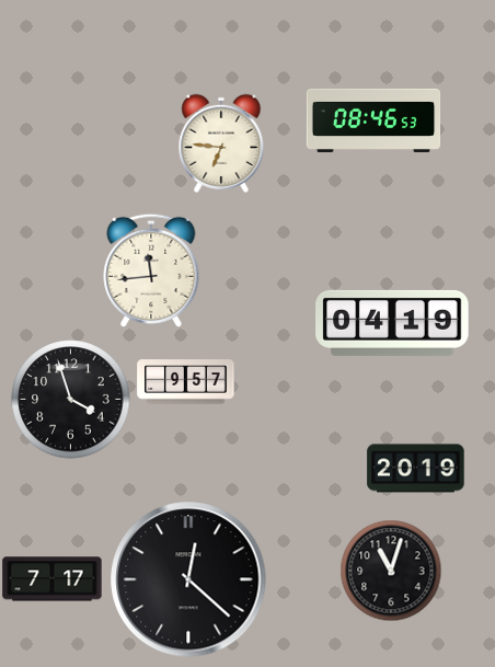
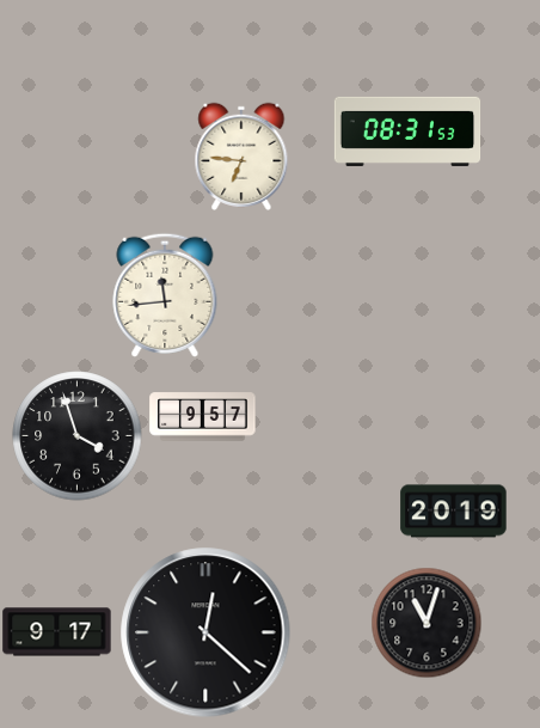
clock at (373, 120): 08:46 -> 08:31
clock at (392, 323): 04:19 -> none
clock at (53, 579): 7:17 -> 9:17
